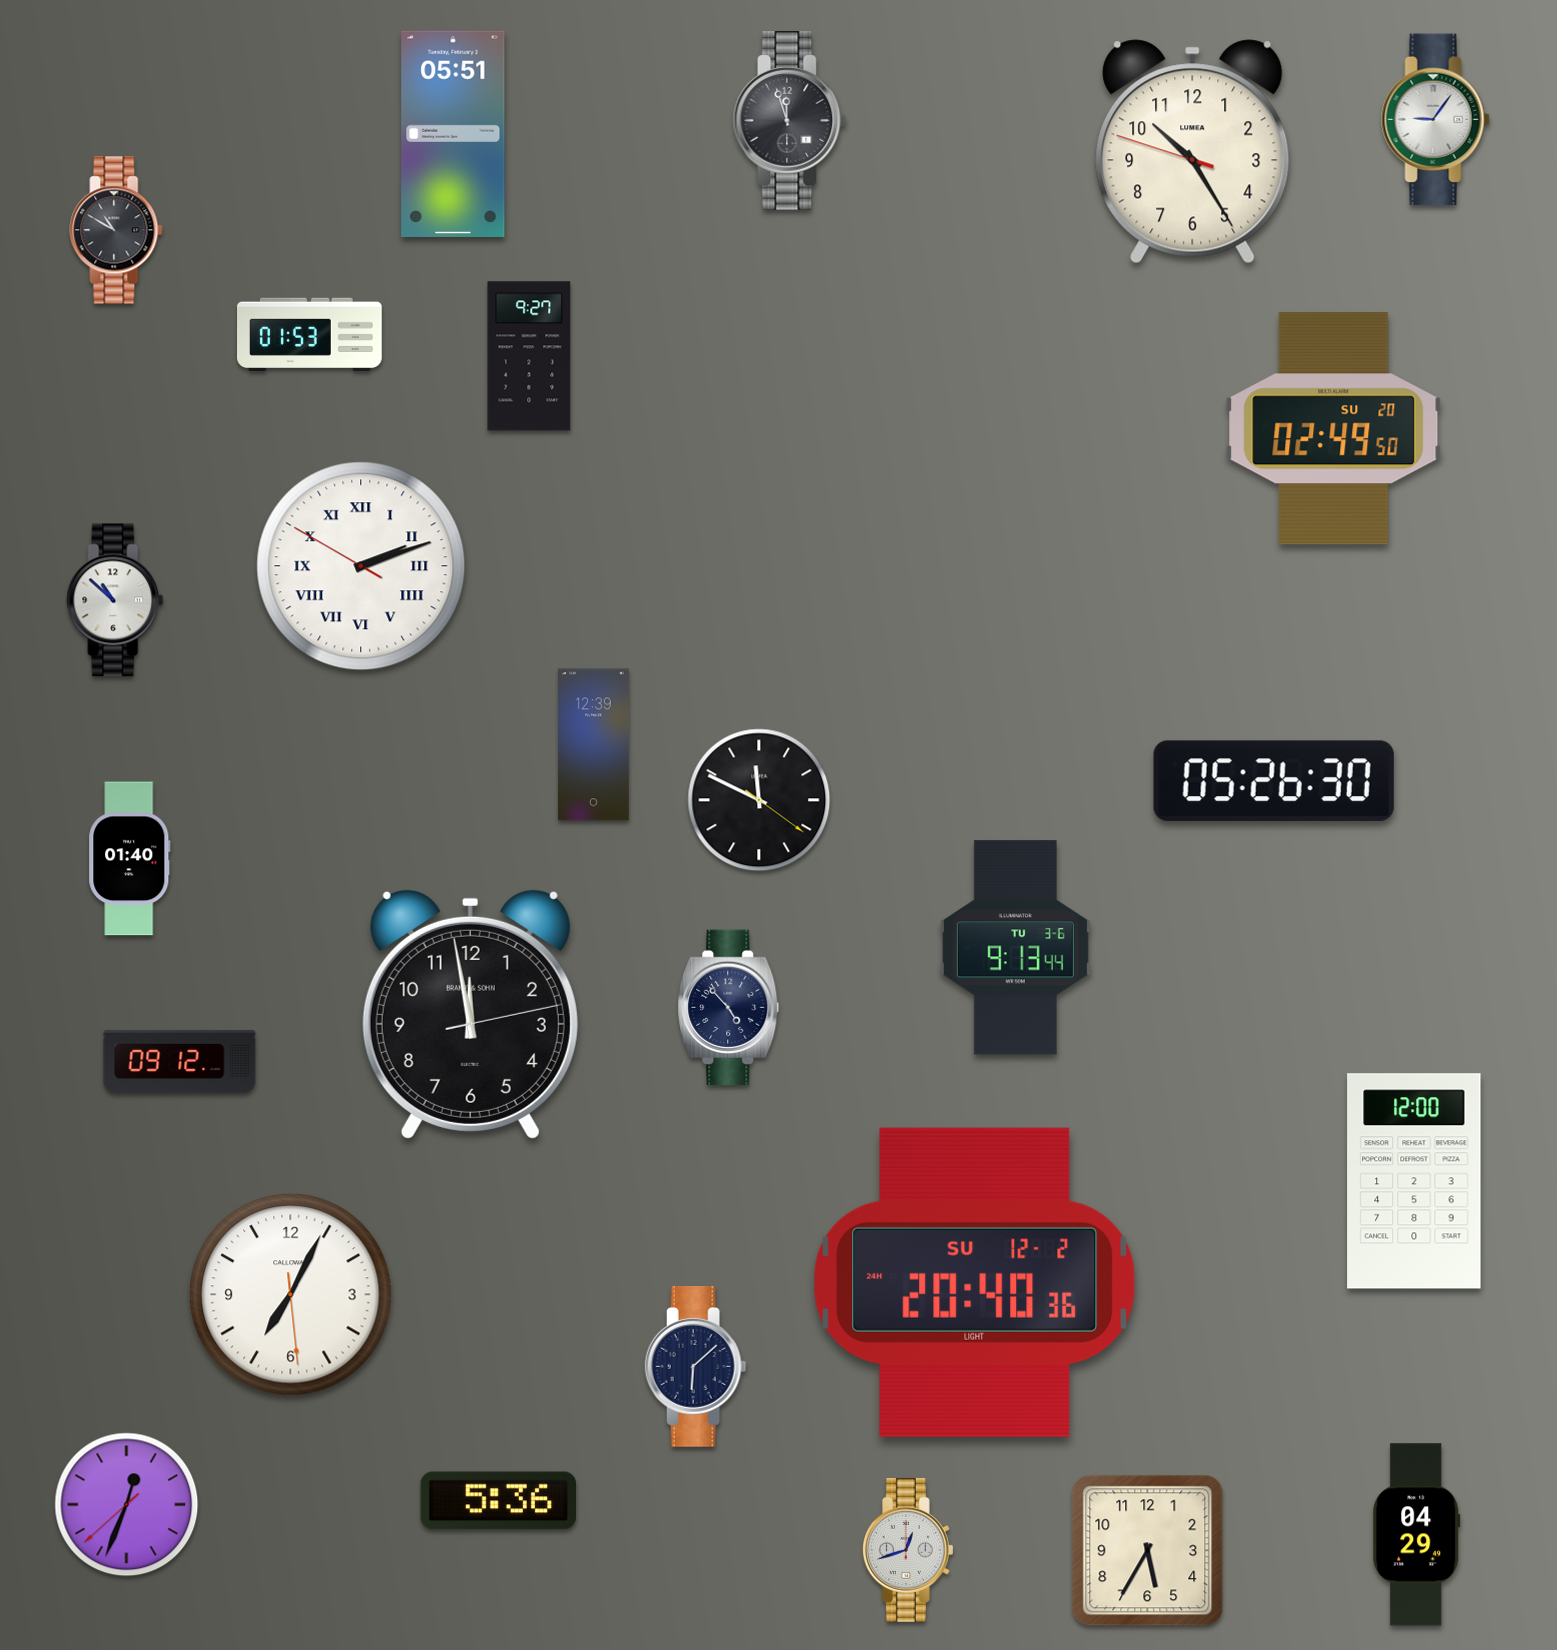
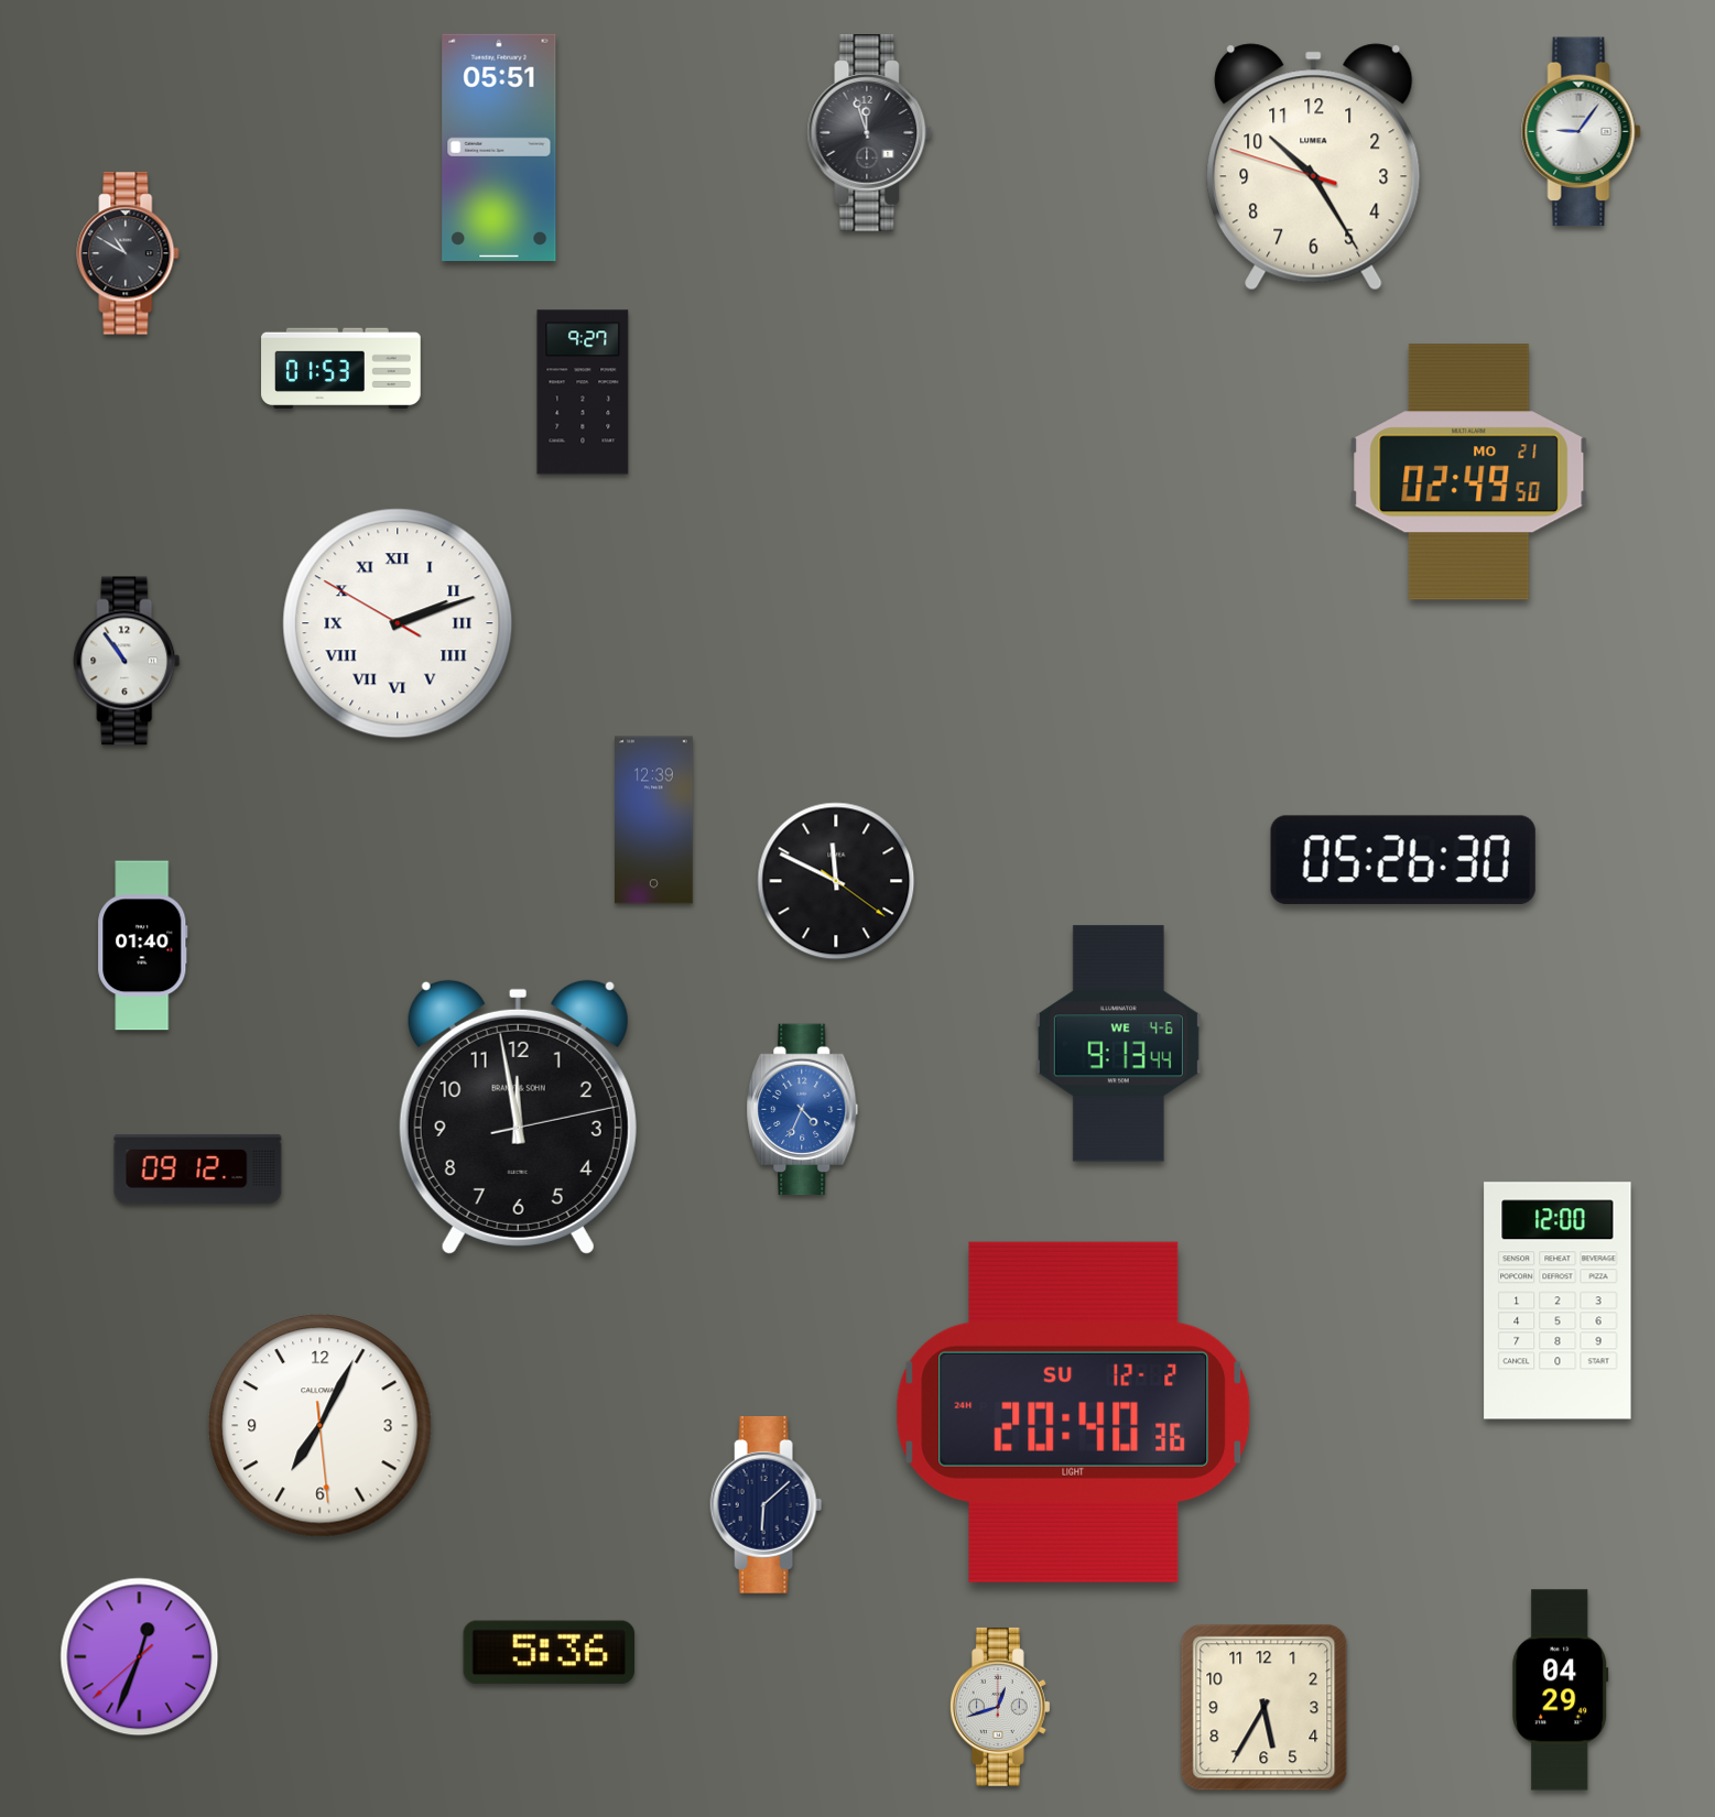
clock at (1334, 429) date: SU 20 -> MO 21
clock at (115, 600): 10:52 -> 10:54
clock at (1015, 948) date: TU 3-6 -> WE 4-6
clock at (729, 1008): 4:53 -> 4:34
clock at (729, 1008) dial: navy -> blue
